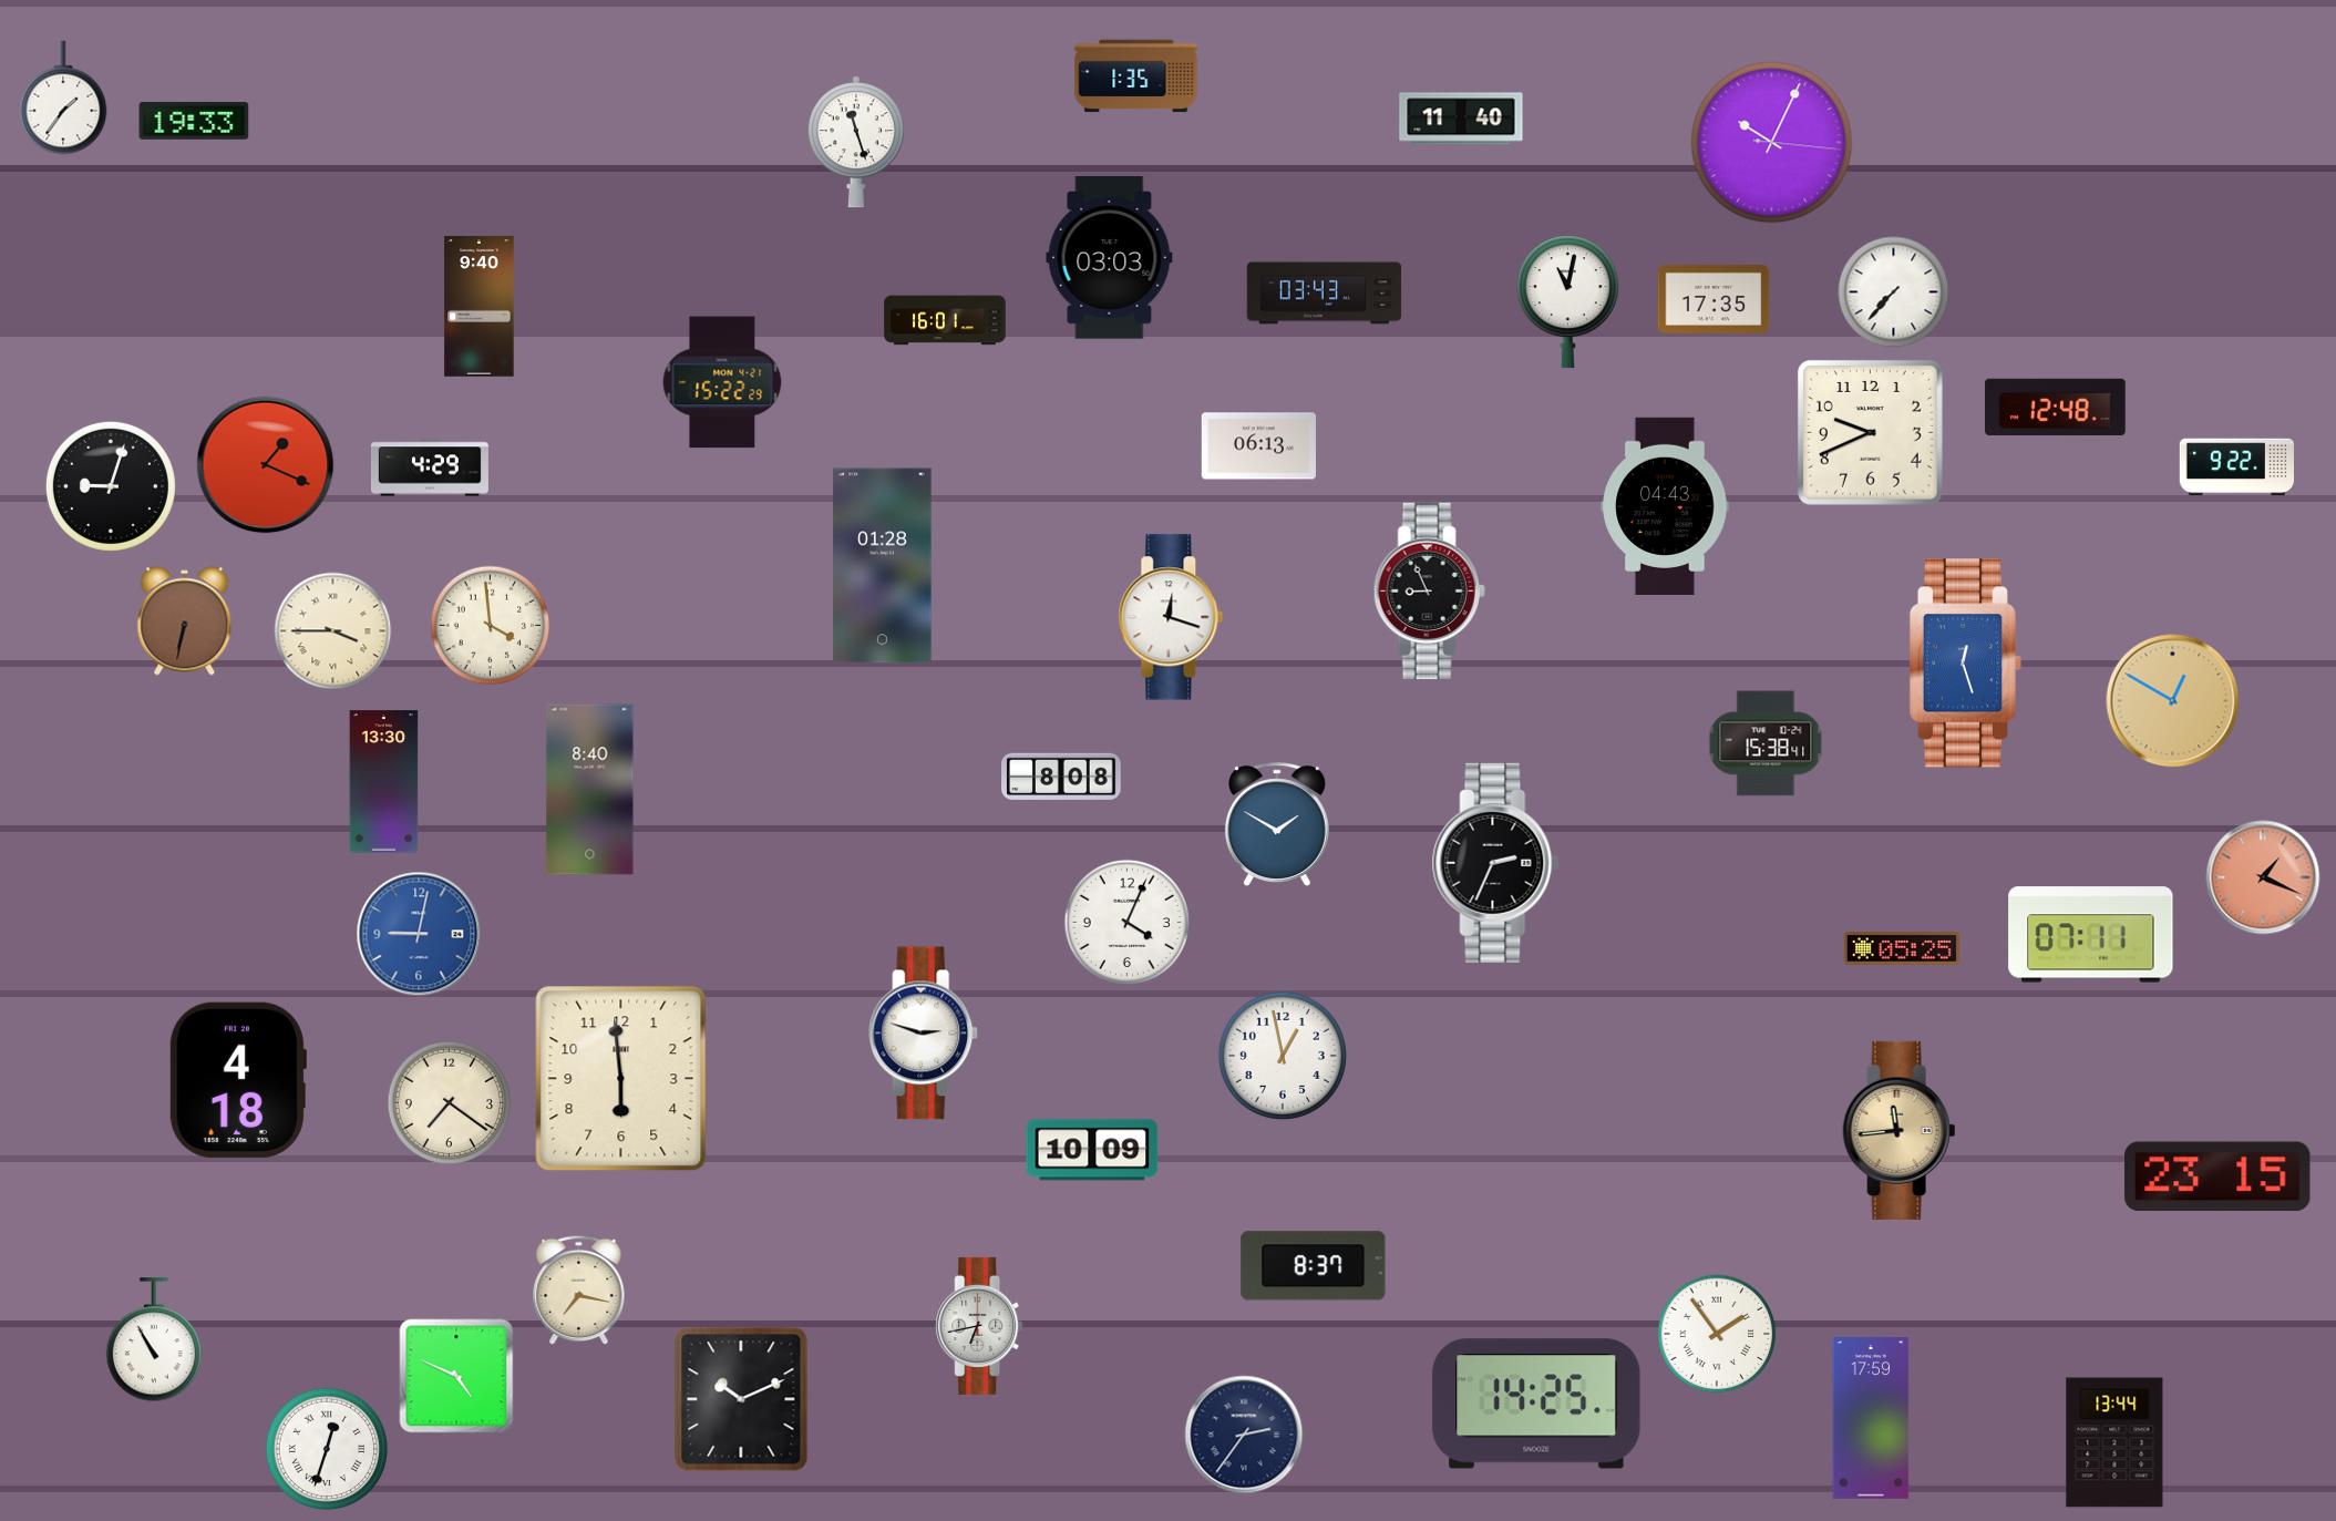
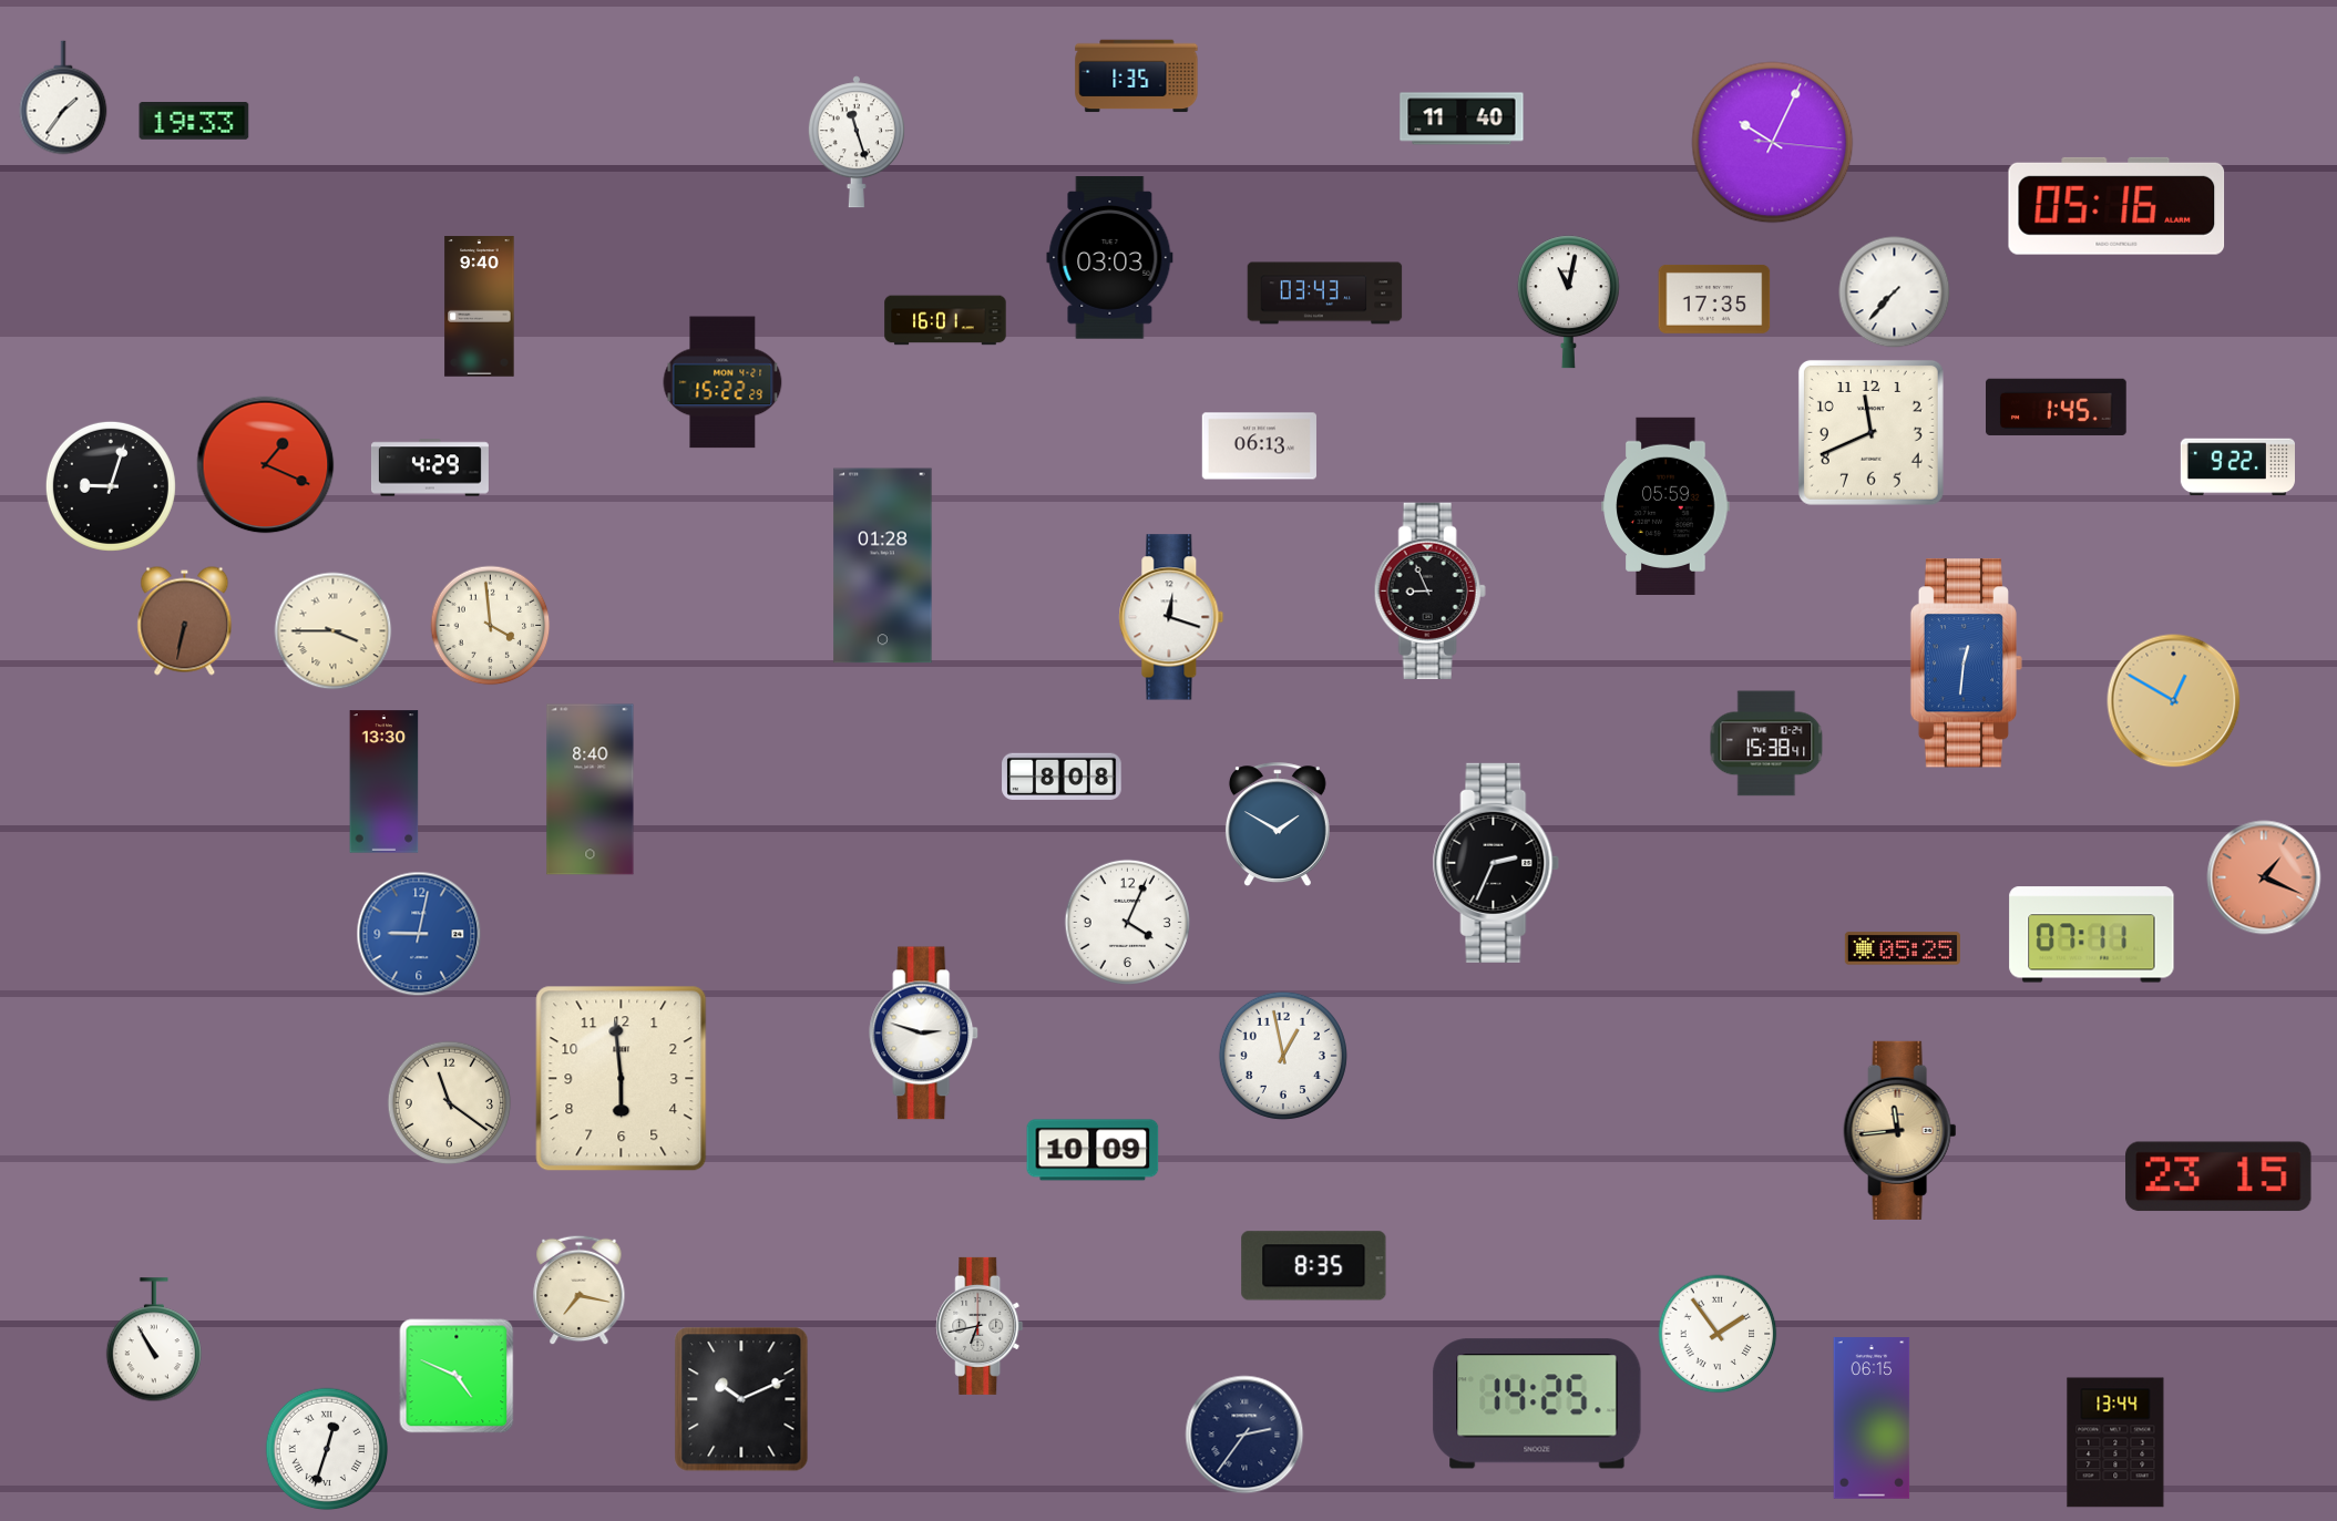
clock at (2116, 206): none -> 05:16
clock at (2056, 407): 12:48 -> 1:45
clock at (1870, 432): 9:41 -> 11:41
clock at (1665, 506): 04:43 -> 05:59
clock at (1965, 664): 12:27 -> 12:31
clock at (237, 1080): 4:18 -> none
clock at (450, 1103): 7:21 -> 11:21
clock at (1314, 1266): 8:37 -> 8:35
clock at (1871, 1418): 17:59 -> 06:15
